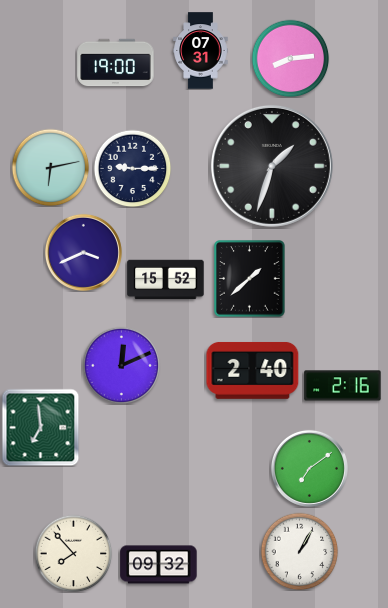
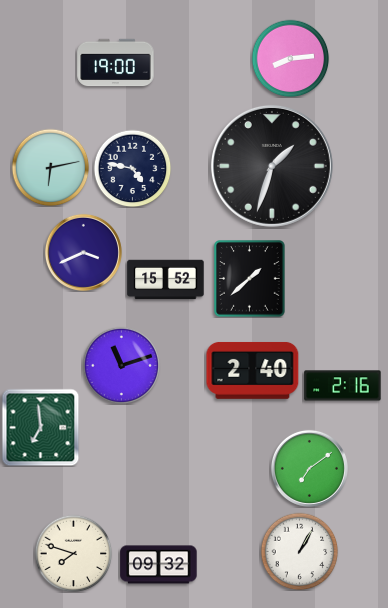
clock at (201, 51): 07:31 -> none
clock at (132, 168): 9:15 -> 4:47
clock at (121, 365): 12:11 -> 11:12
clock at (73, 553): 7:53 -> 7:48
